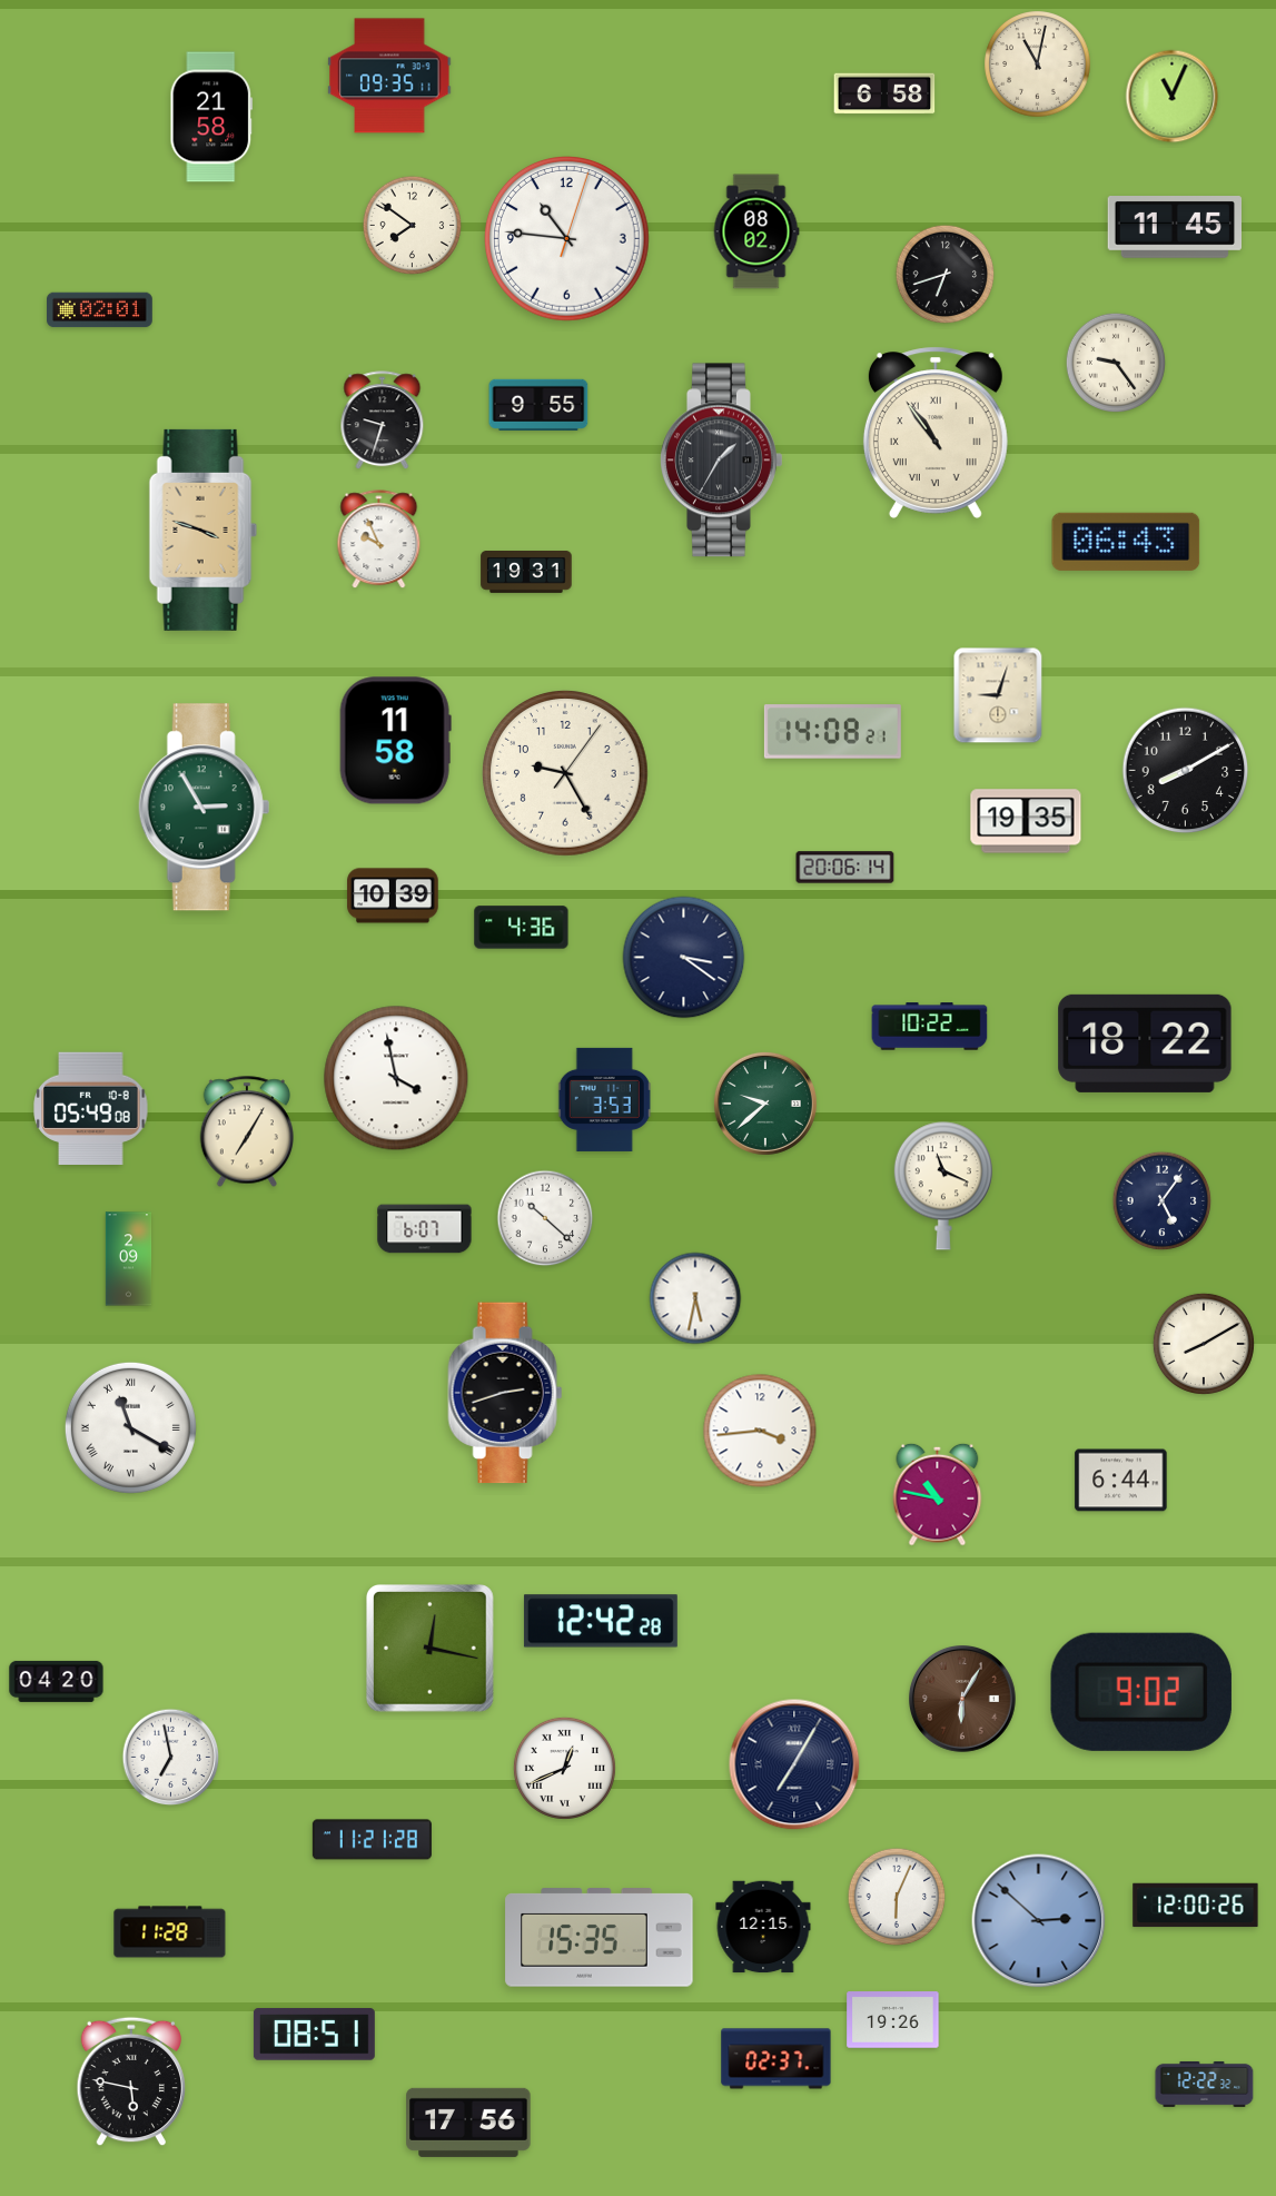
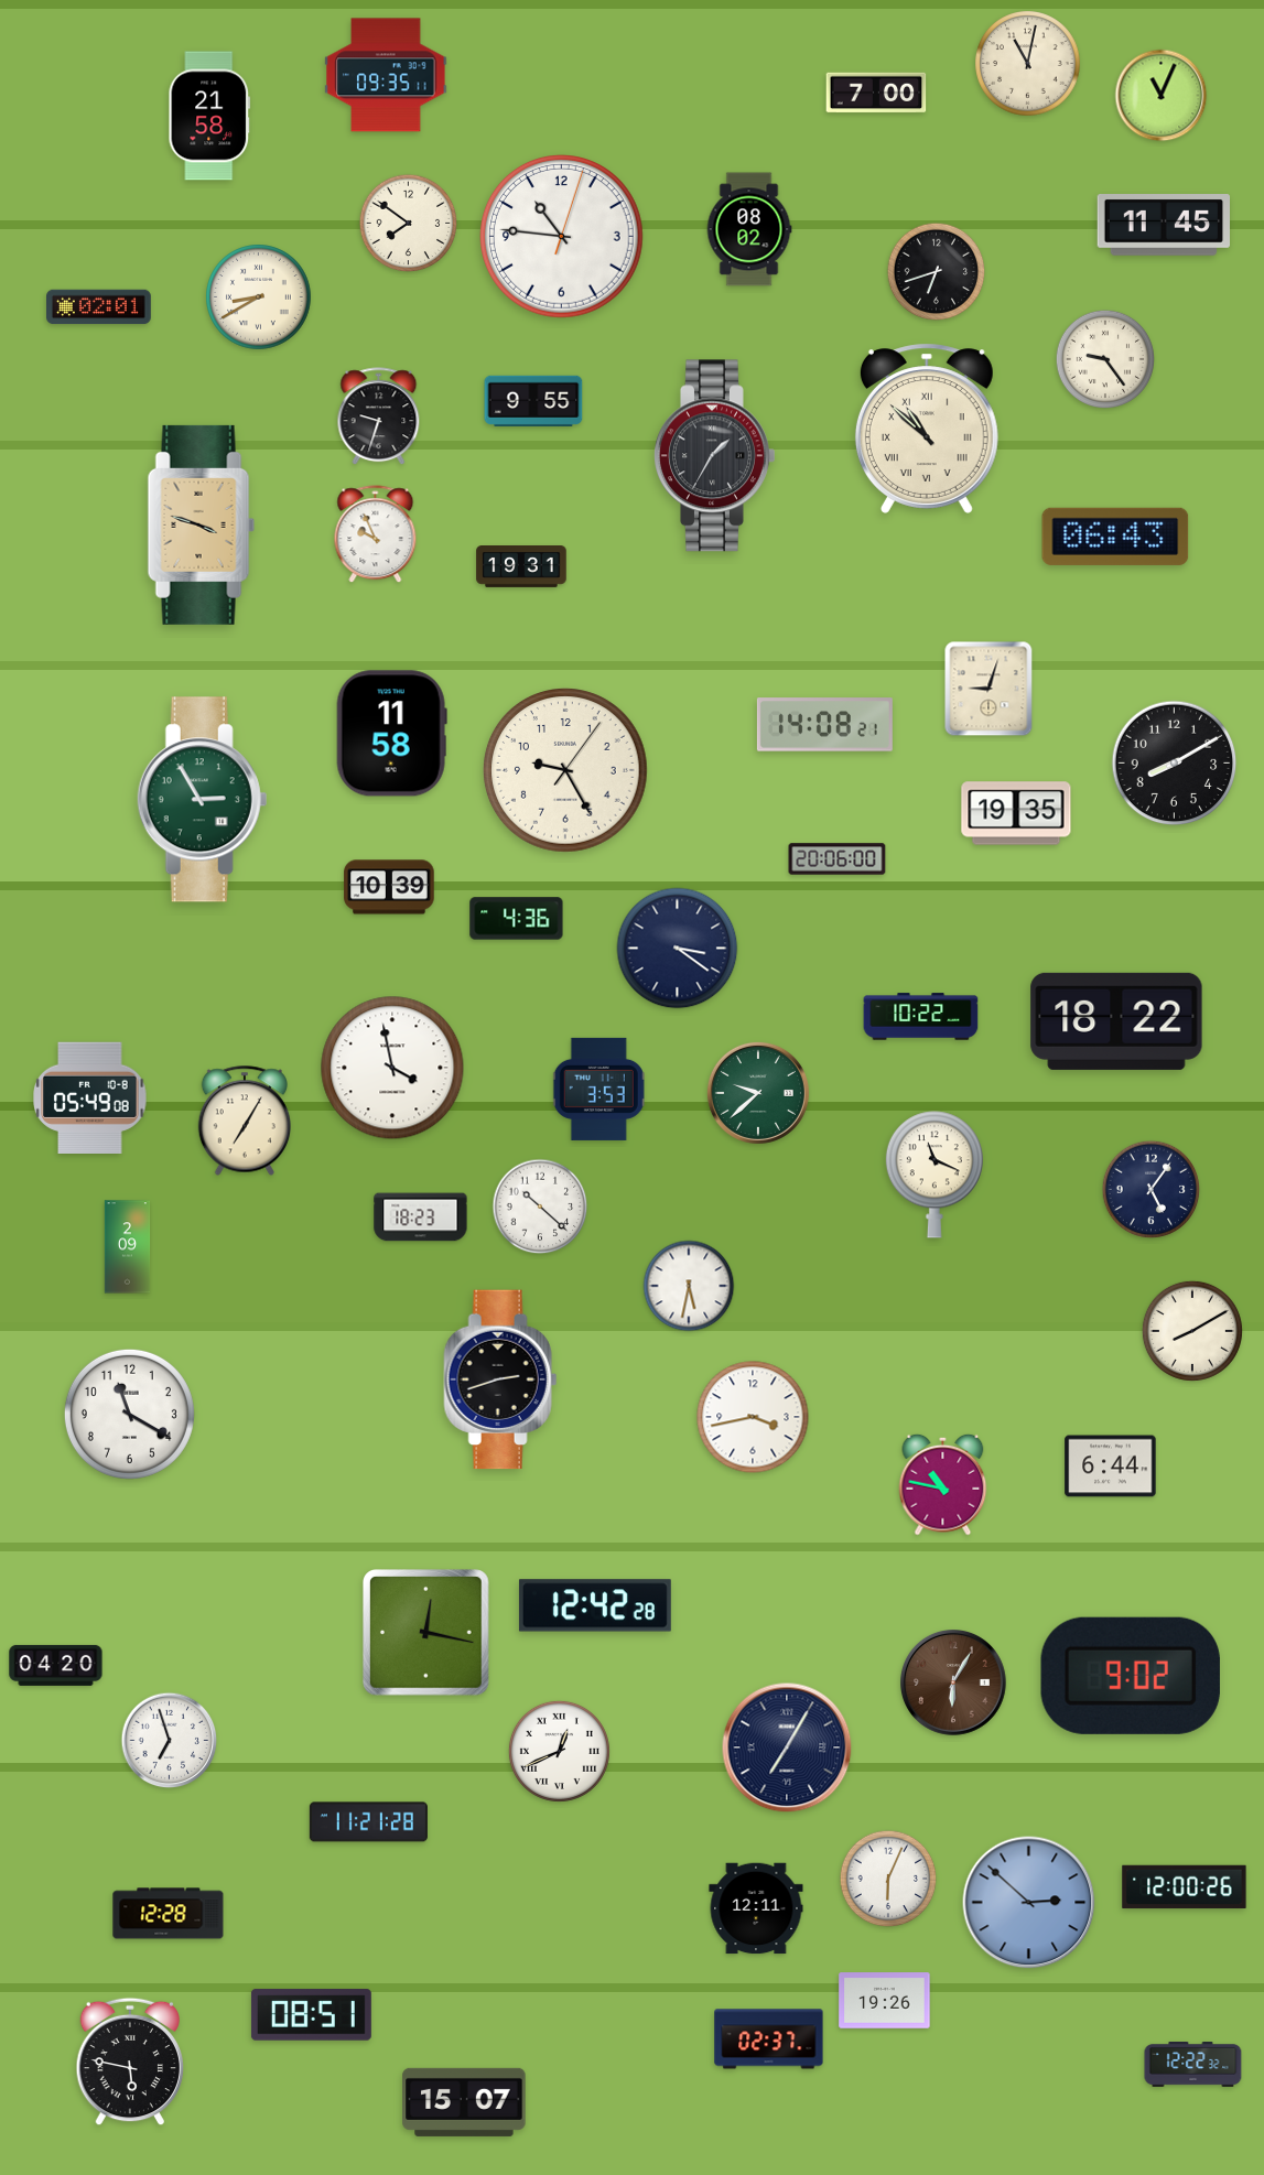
clock at (884, 93): 6:58 -> 7:00
clock at (259, 297): none -> 8:40
clock at (936, 433): 10:54 -> 10:52
clock at (565, 773) position: (565, 773) -> (565, 770)
clock at (845, 868): 20:06:14 -> 20:06:00
clock at (1145, 1043) position: (1145, 1043) -> (1116, 1021)
clock at (425, 1229): 6:07 -> 18:23
clock at (130, 1427) numerals: Roman -> Arabic
clock at (760, 1431): 3:44 -> 3:43
clock at (938, 1494) position: (938, 1494) -> (943, 1484)
clock at (171, 1758): 6:58 -> 6:57
clock at (763, 1927): 12:15 -> 12:11
clock at (170, 1932): 11:28 -> 12:28
clock at (600, 1938): 15:35 -> none
clock at (468, 2123): 17:56 -> 15:07
